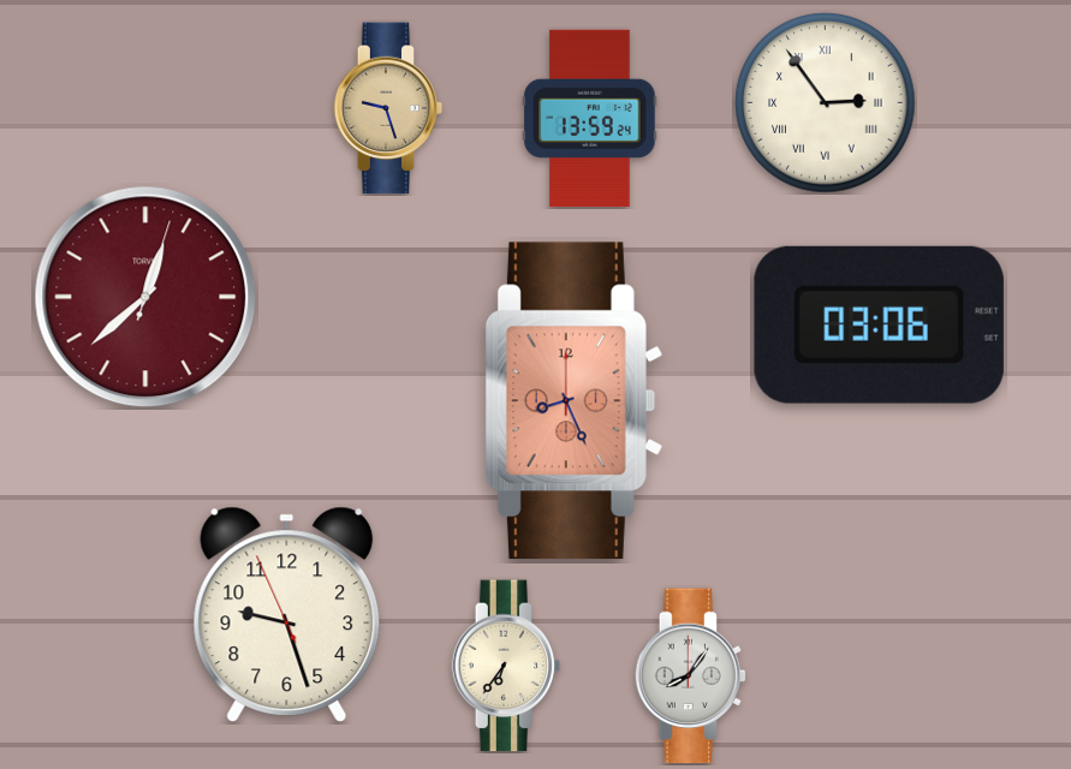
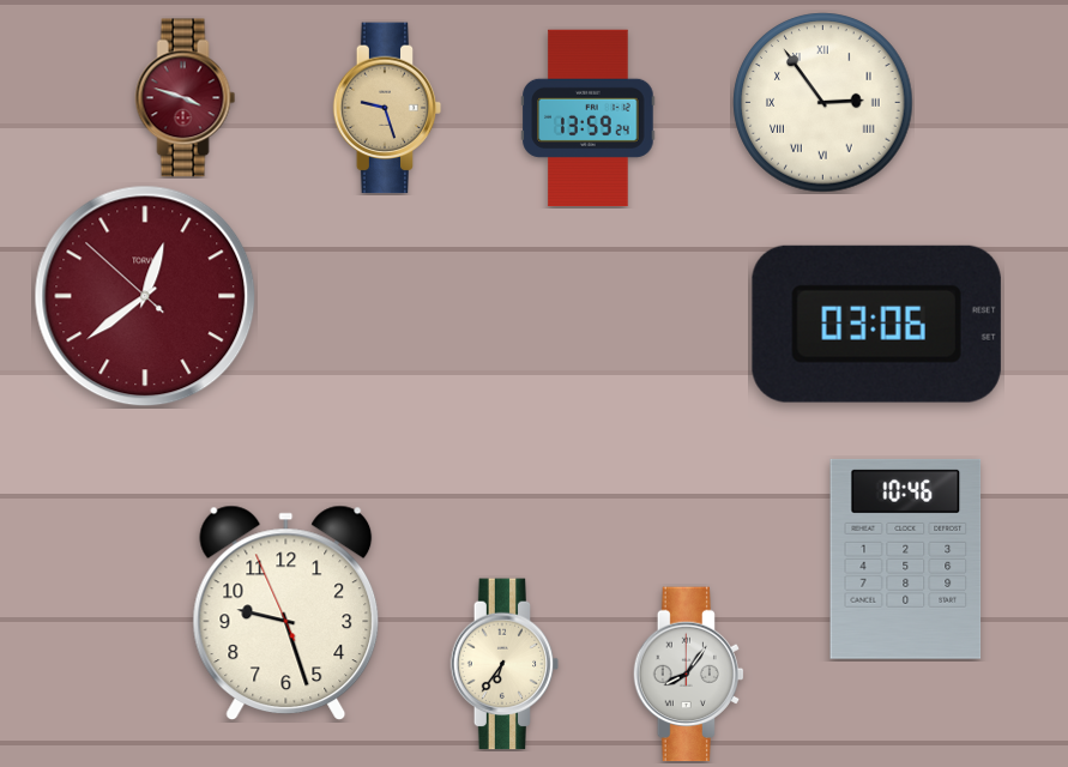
clock at (186, 98): none -> 3:48
clock at (145, 297): 12:38:03 -> 12:38:52
clock at (573, 401): 8:26 -> none
clock at (906, 558): none -> 10:46
